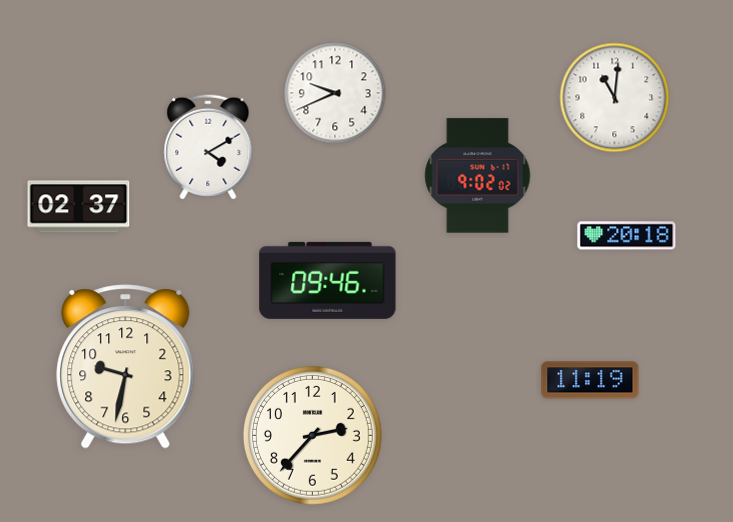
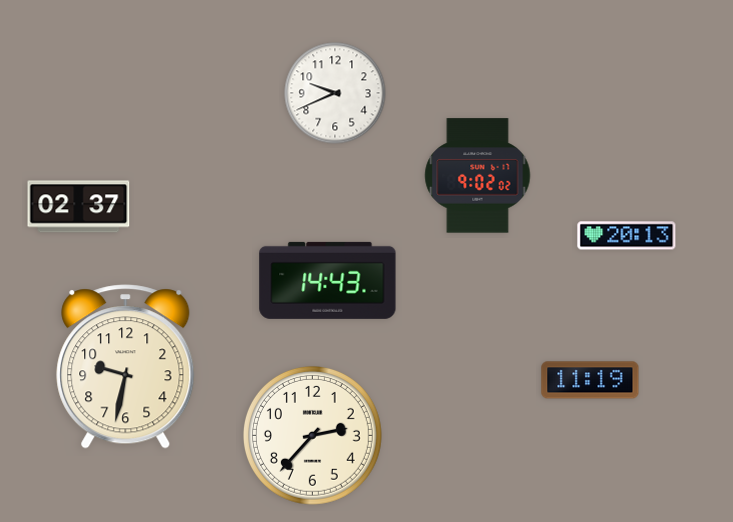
clock at (615, 98): 11:01 -> none
clock at (208, 147): 4:10 -> none
clock at (627, 236): 20:18 -> 20:13
clock at (328, 280): 09:46 -> 14:43
